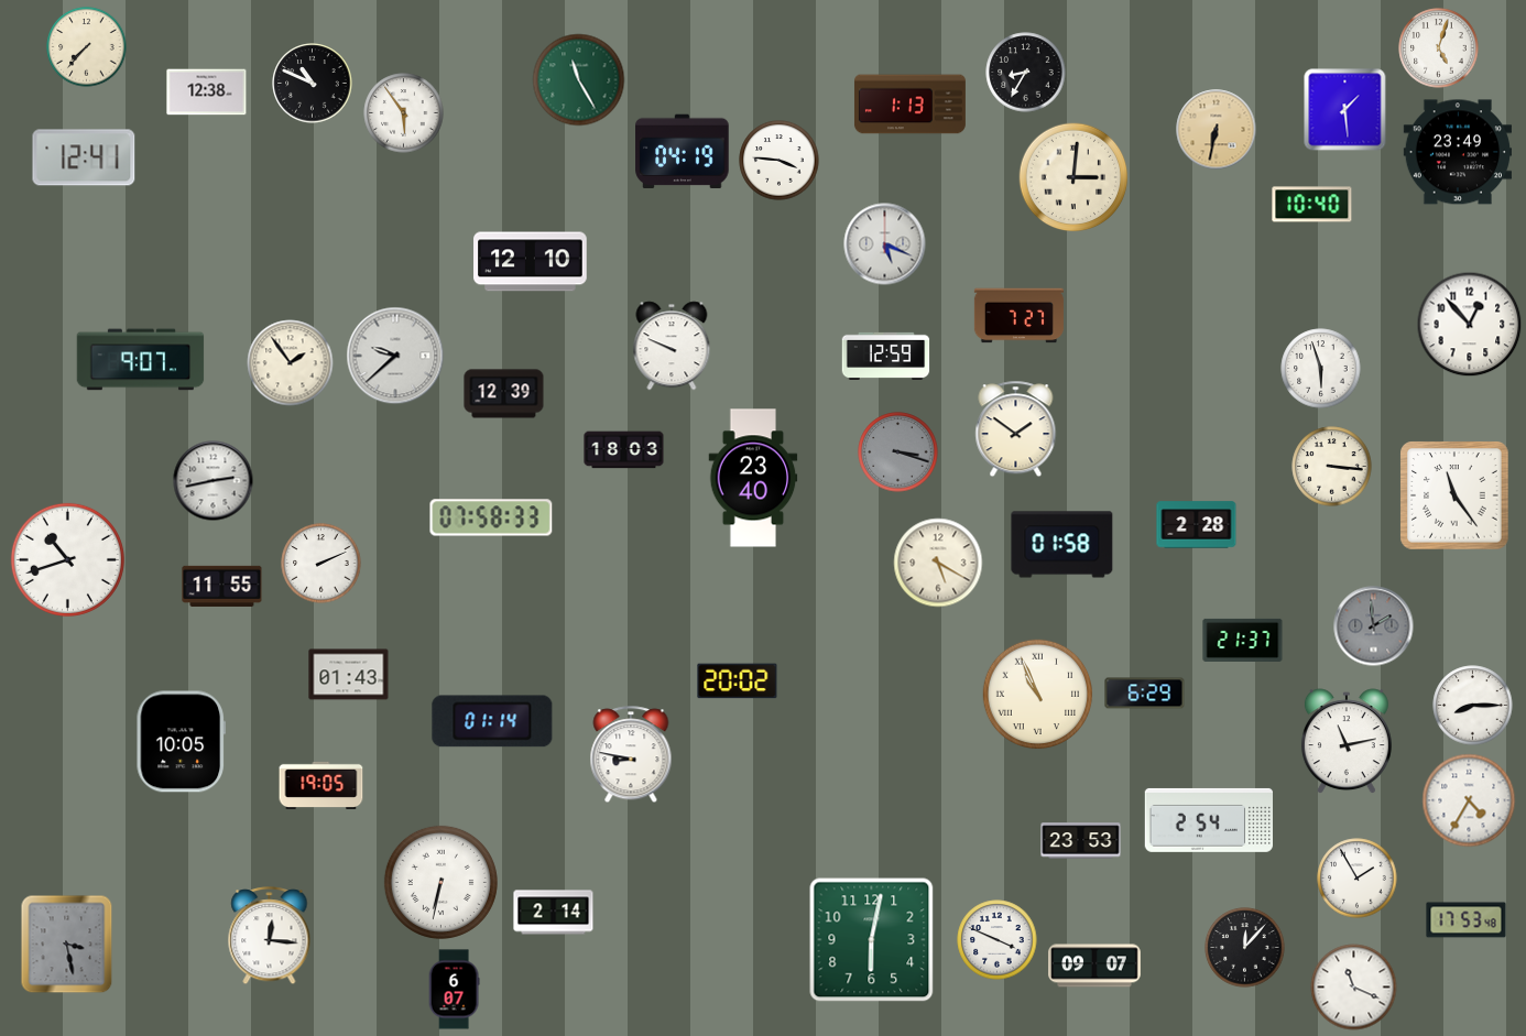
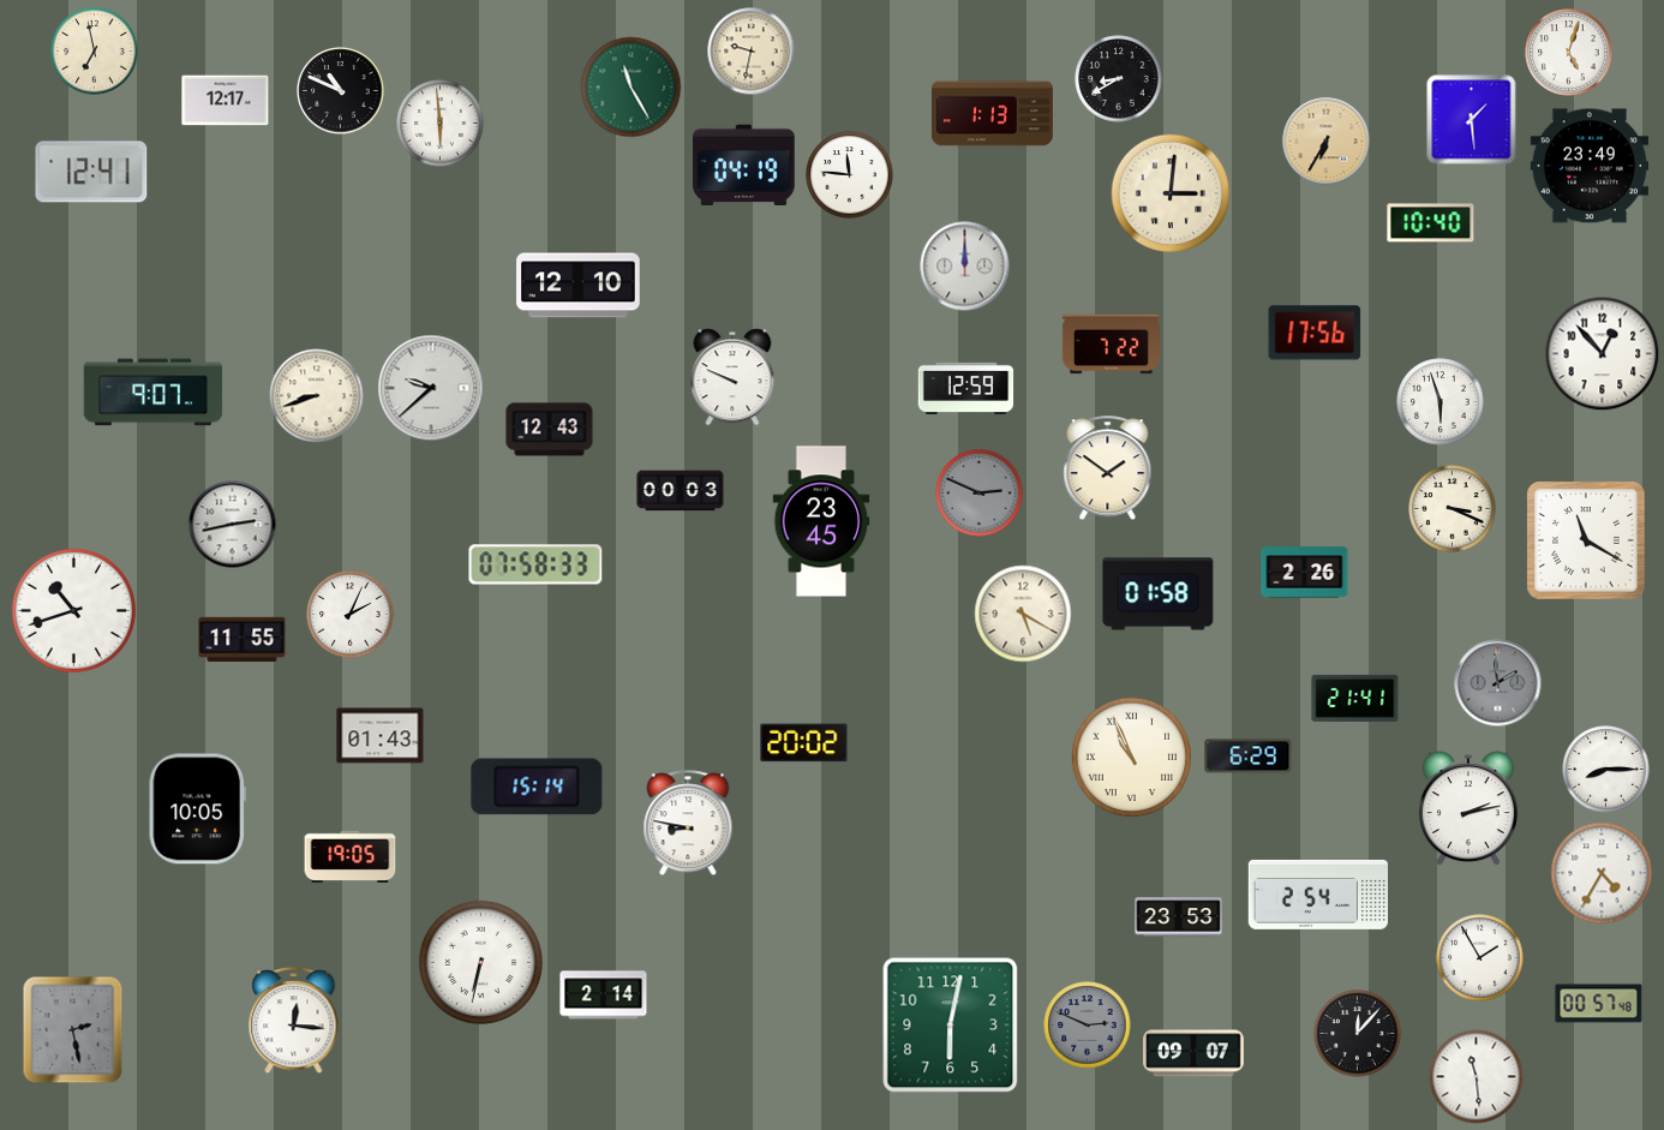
clock at (87, 47): 7:37 -> 6:58
clock at (752, 52): none -> 9:32
clock at (1026, 73): 8:35 -> 8:40
clock at (207, 92): 12:38 -> 12:17
clock at (1345, 110) position: (1345, 110) -> (1472, 120)
clock at (404, 113): 5:54 -> 5:59
clock at (1217, 130): 6:32 -> 6:35
clock at (780, 161): 3:46 -> 11:46
clock at (885, 244): 5:19 -> 12:00
clock at (1315, 333): none -> 17:56
clock at (1018, 316): 7:27 -> 7:22
clock at (291, 363): 1:54 -> 8:42
clock at (504, 394): 12:39 -> 12:43
clock at (624, 450): 18:03 -> 00:03
clock at (898, 452): 3:18 -> 2:49
clock at (1332, 467): 3:16 -> 3:19
clock at (753, 478): 23:40 -> 23:45
clock at (1454, 495): 11:24 -> 11:20
clock at (1197, 525): 2:28 -> 2:26
clock at (321, 564): 2:11 -> 2:04
clock at (1243, 640): 21:37 -> 21:41
clock at (492, 721): 01:14 -> 15:14
clock at (1347, 742): 11:13 -> 2:13
clock at (1467, 920): 17:53 -> 00:57
clock at (998, 940): 3:49 -> 2:49
clock at (998, 940) dial: white -> grey
clock at (67, 945): 3:28 -> 2:28
clock at (1354, 988): 11:19 -> 11:29
clock at (454, 990): 6:07 -> none
